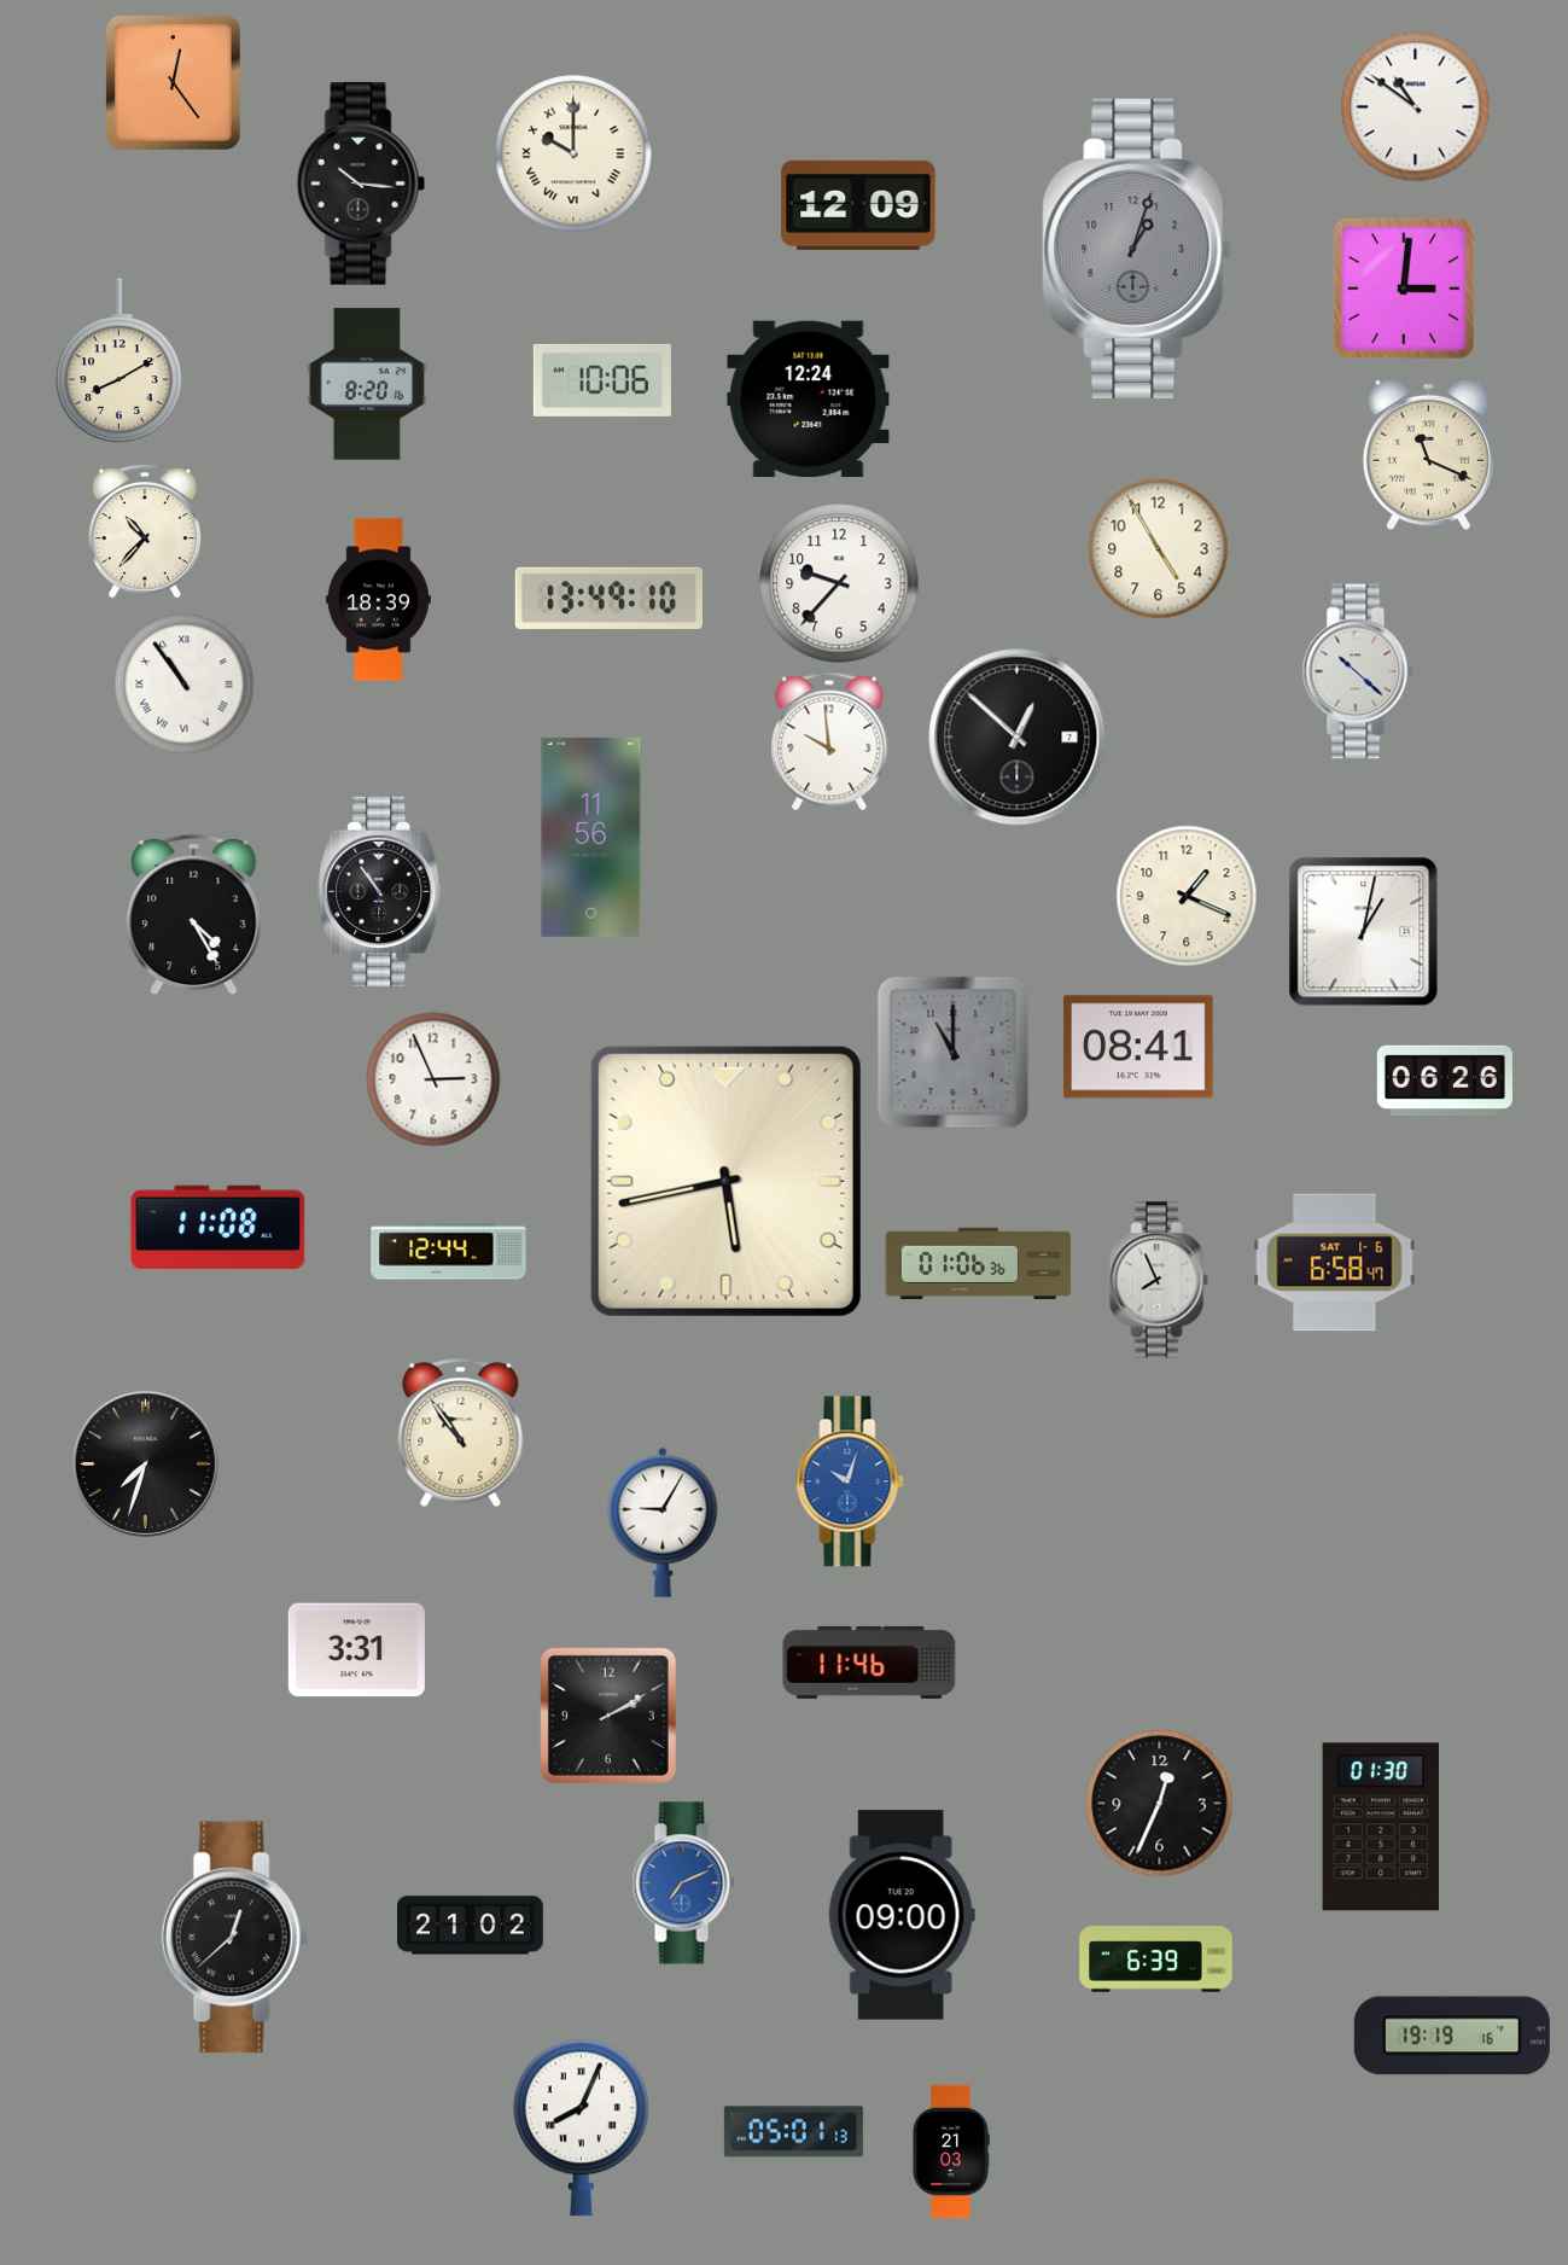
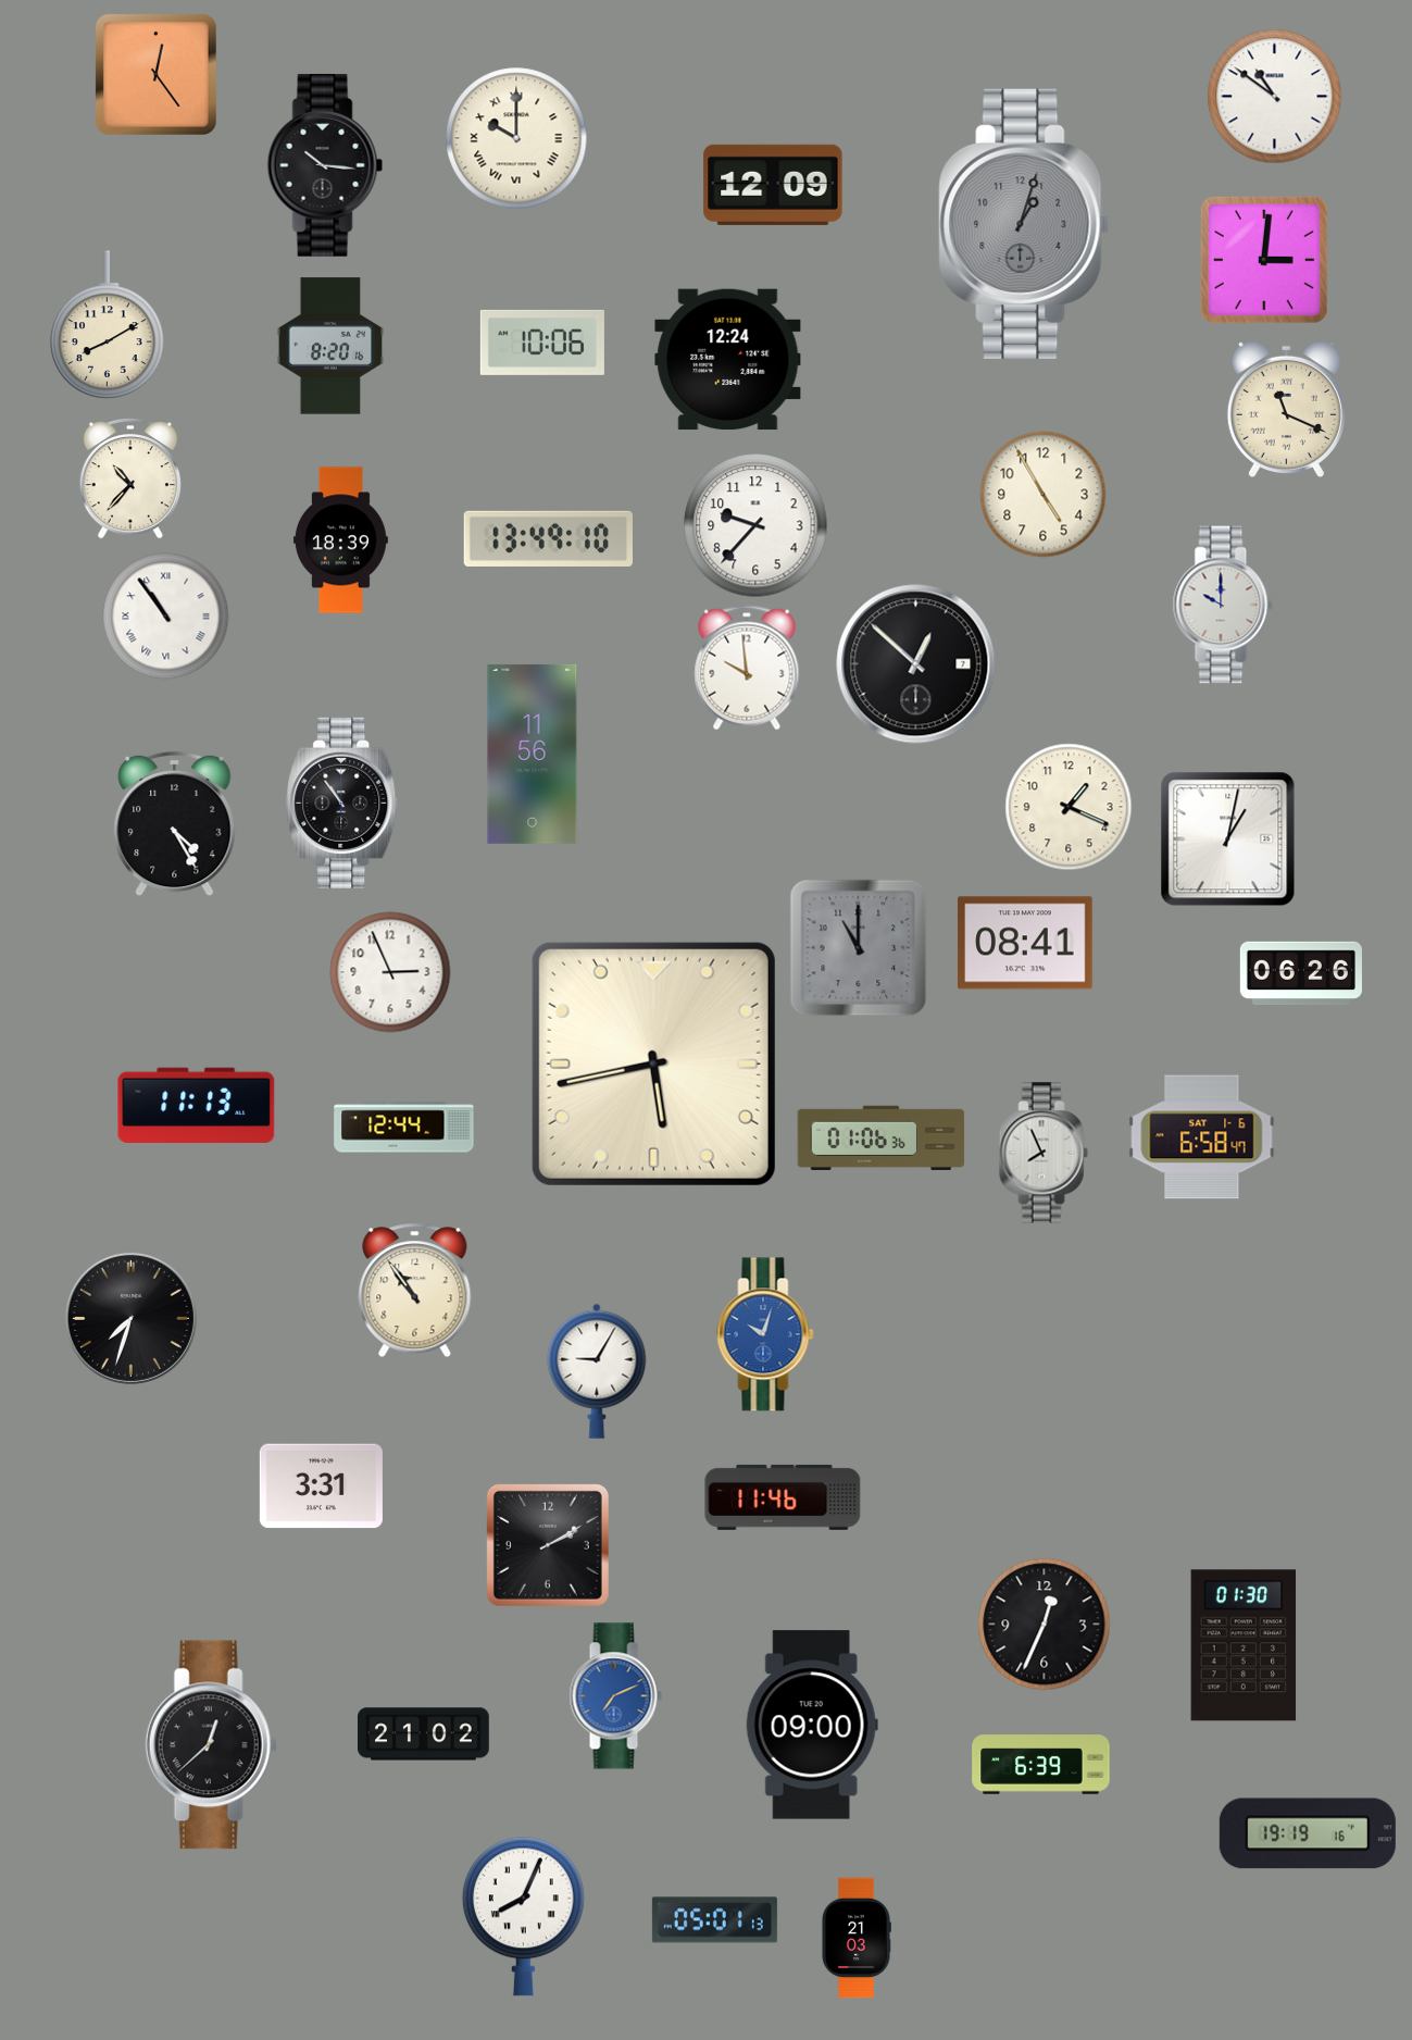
clock at (1358, 671): 10:22 -> 10:00
clock at (218, 1227): 11:08 -> 11:13
